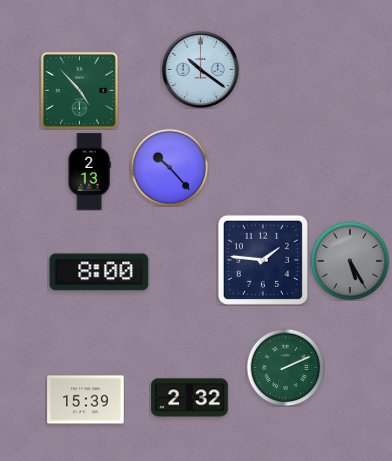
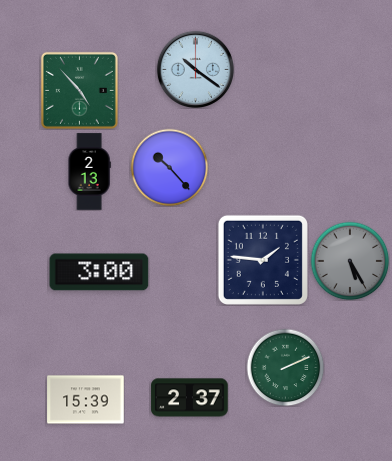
clock at (200, 69) position: (200, 69) -> (195, 69)
clock at (99, 272): 8:00 -> 3:00
clock at (190, 398): 2:32 -> 2:37
